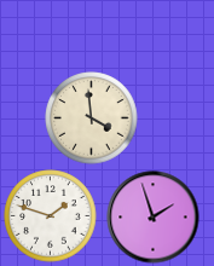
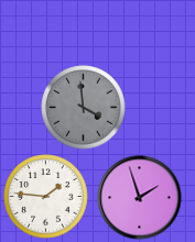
clock at (92, 118) dial: cream -> grey
clock at (51, 216): 1:48 -> 1:46
